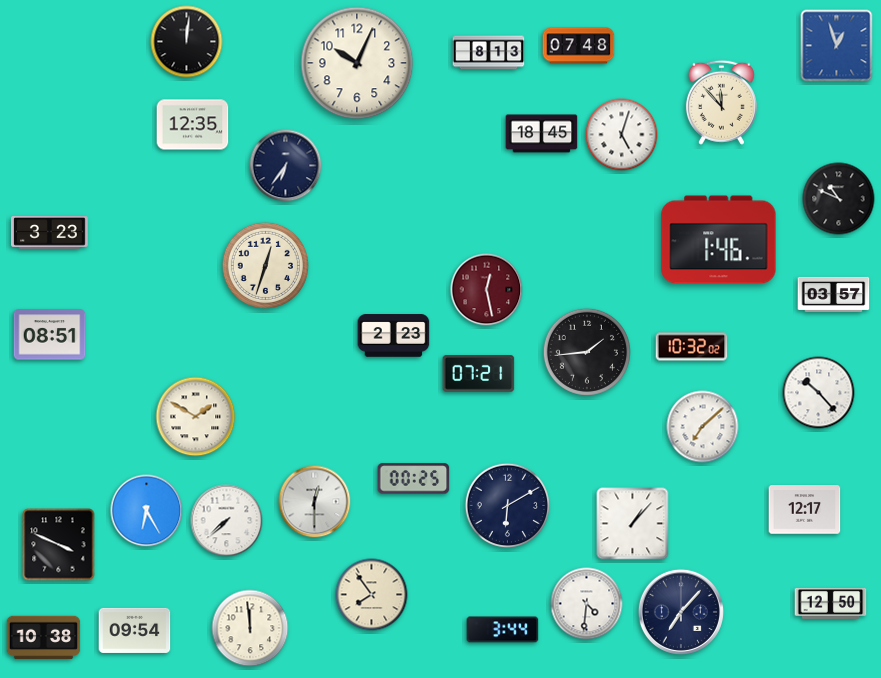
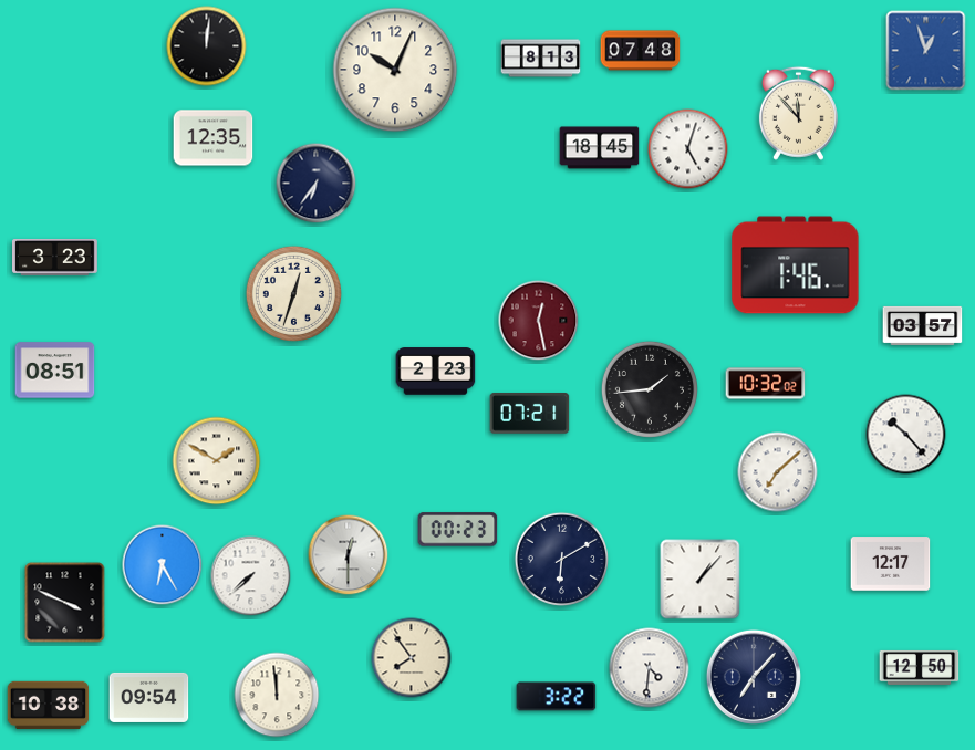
clock at (839, 199): 10:49 -> none
clock at (414, 479): 00:25 -> 00:23
clock at (503, 630): 3:44 -> 3:22
